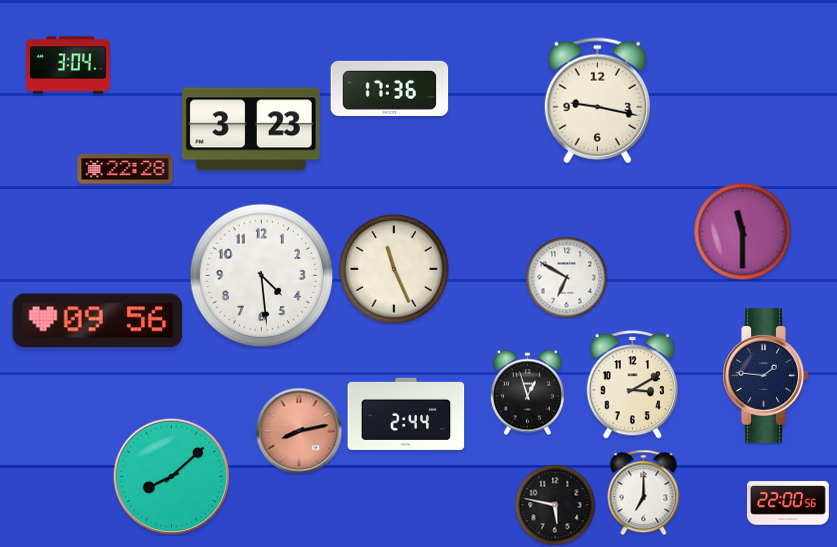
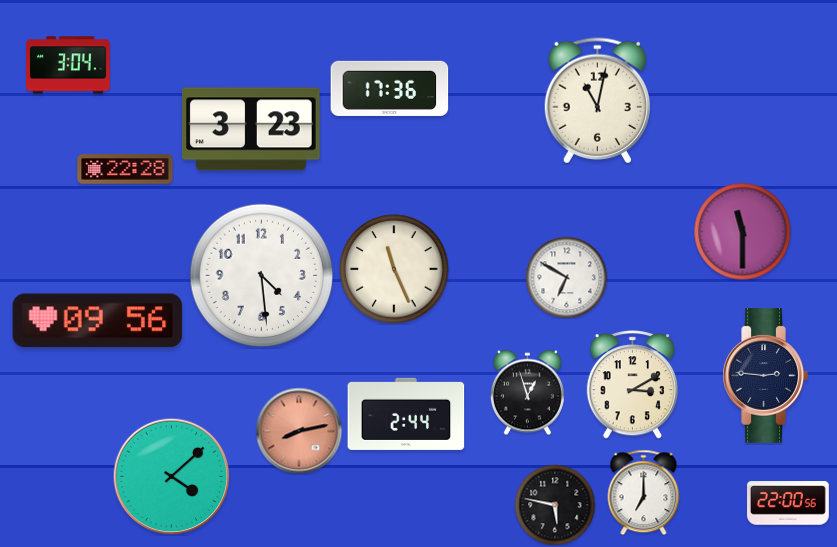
clock at (597, 101): 9:17 -> 11:02
clock at (765, 375): 1:46 -> 2:46
clock at (171, 476): 8:08 -> 4:08
